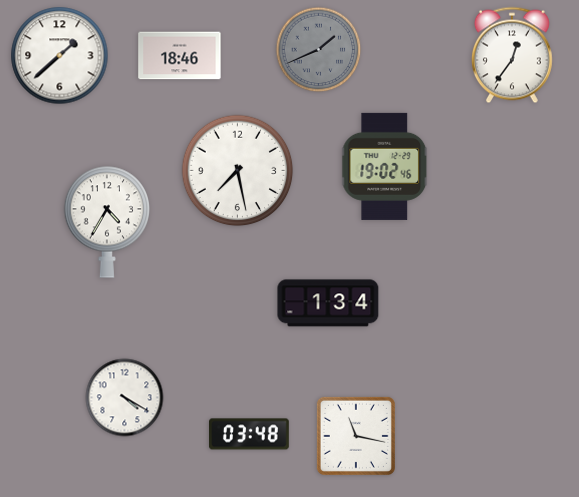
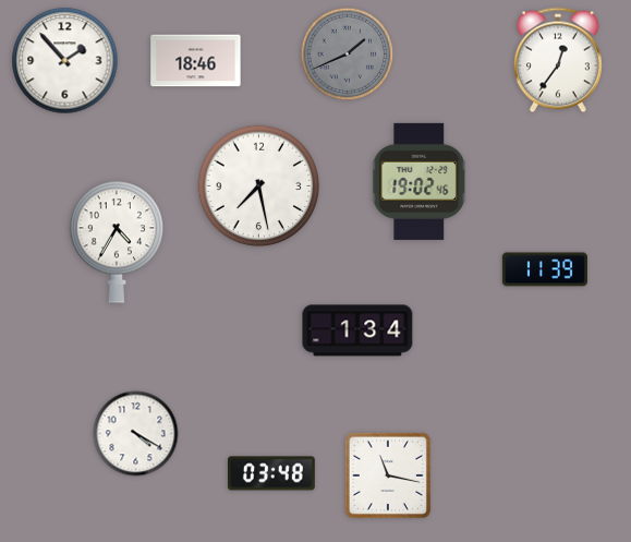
clock at (60, 56): 1:38 -> 1:53
clock at (545, 269): none -> 11:39
